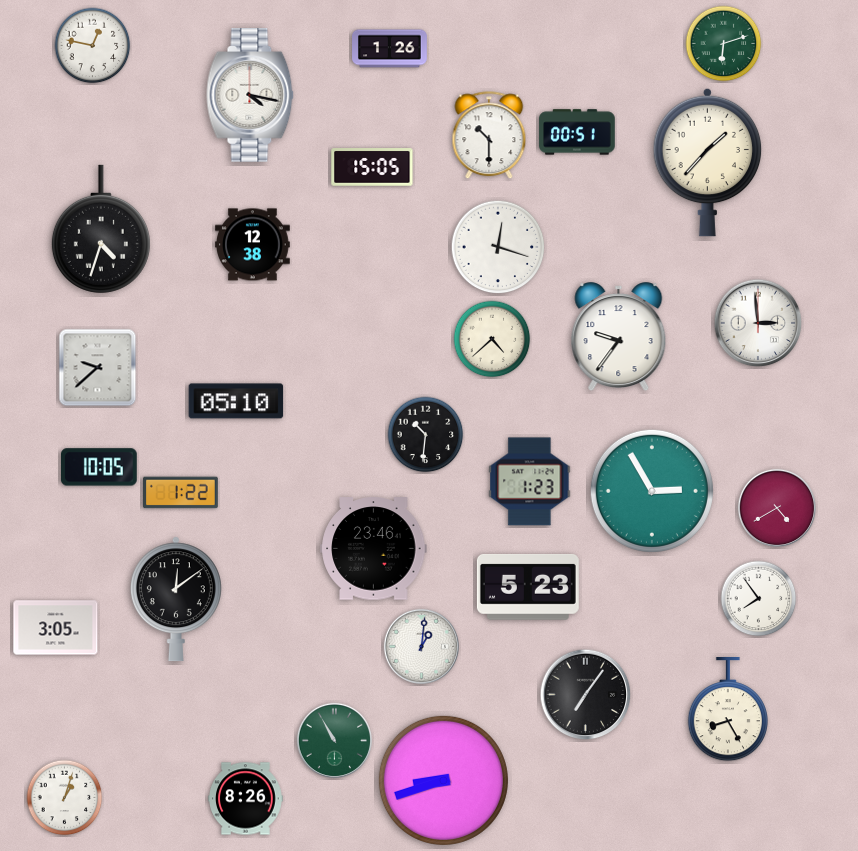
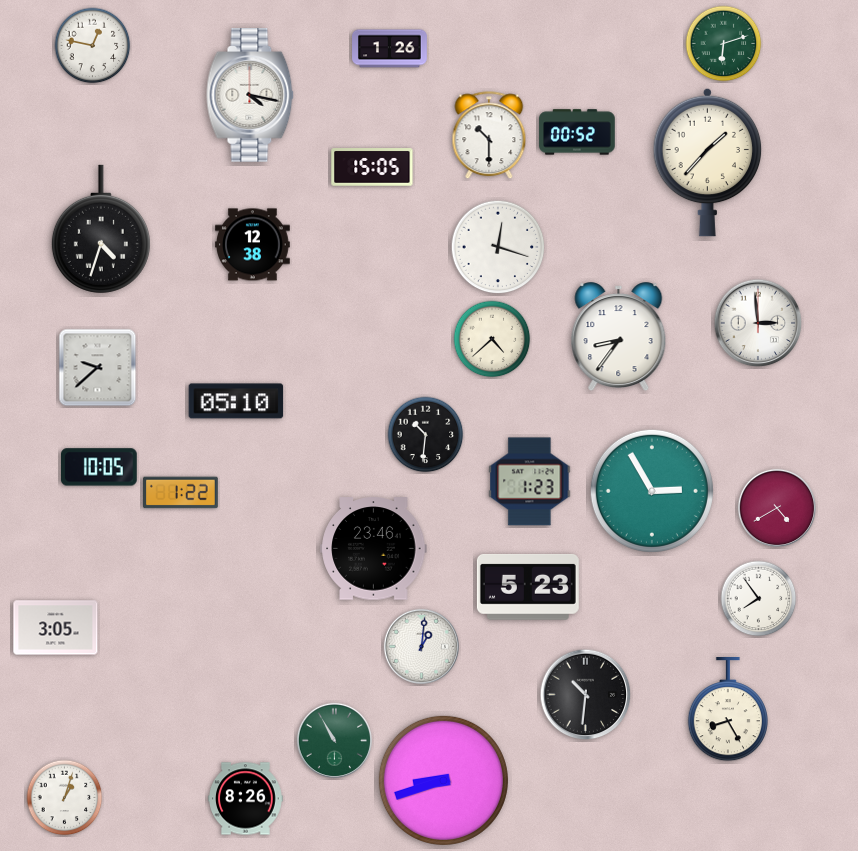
clock at (577, 132): 00:51 -> 00:52
clock at (619, 337): 9:36 -> 8:36
clock at (176, 599): 12:09 -> none
clock at (586, 695): 7:06 -> 10:31
